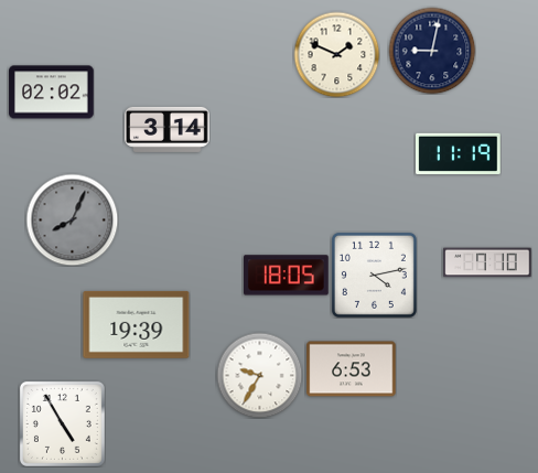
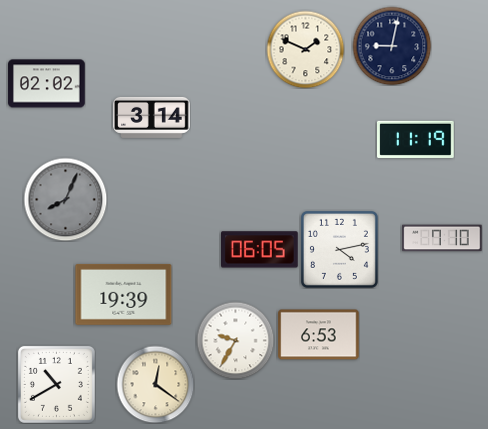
clock at (287, 276): 18:05 -> 06:05
clock at (62, 423): 4:55 -> 10:40
clock at (155, 384): none -> 12:21
